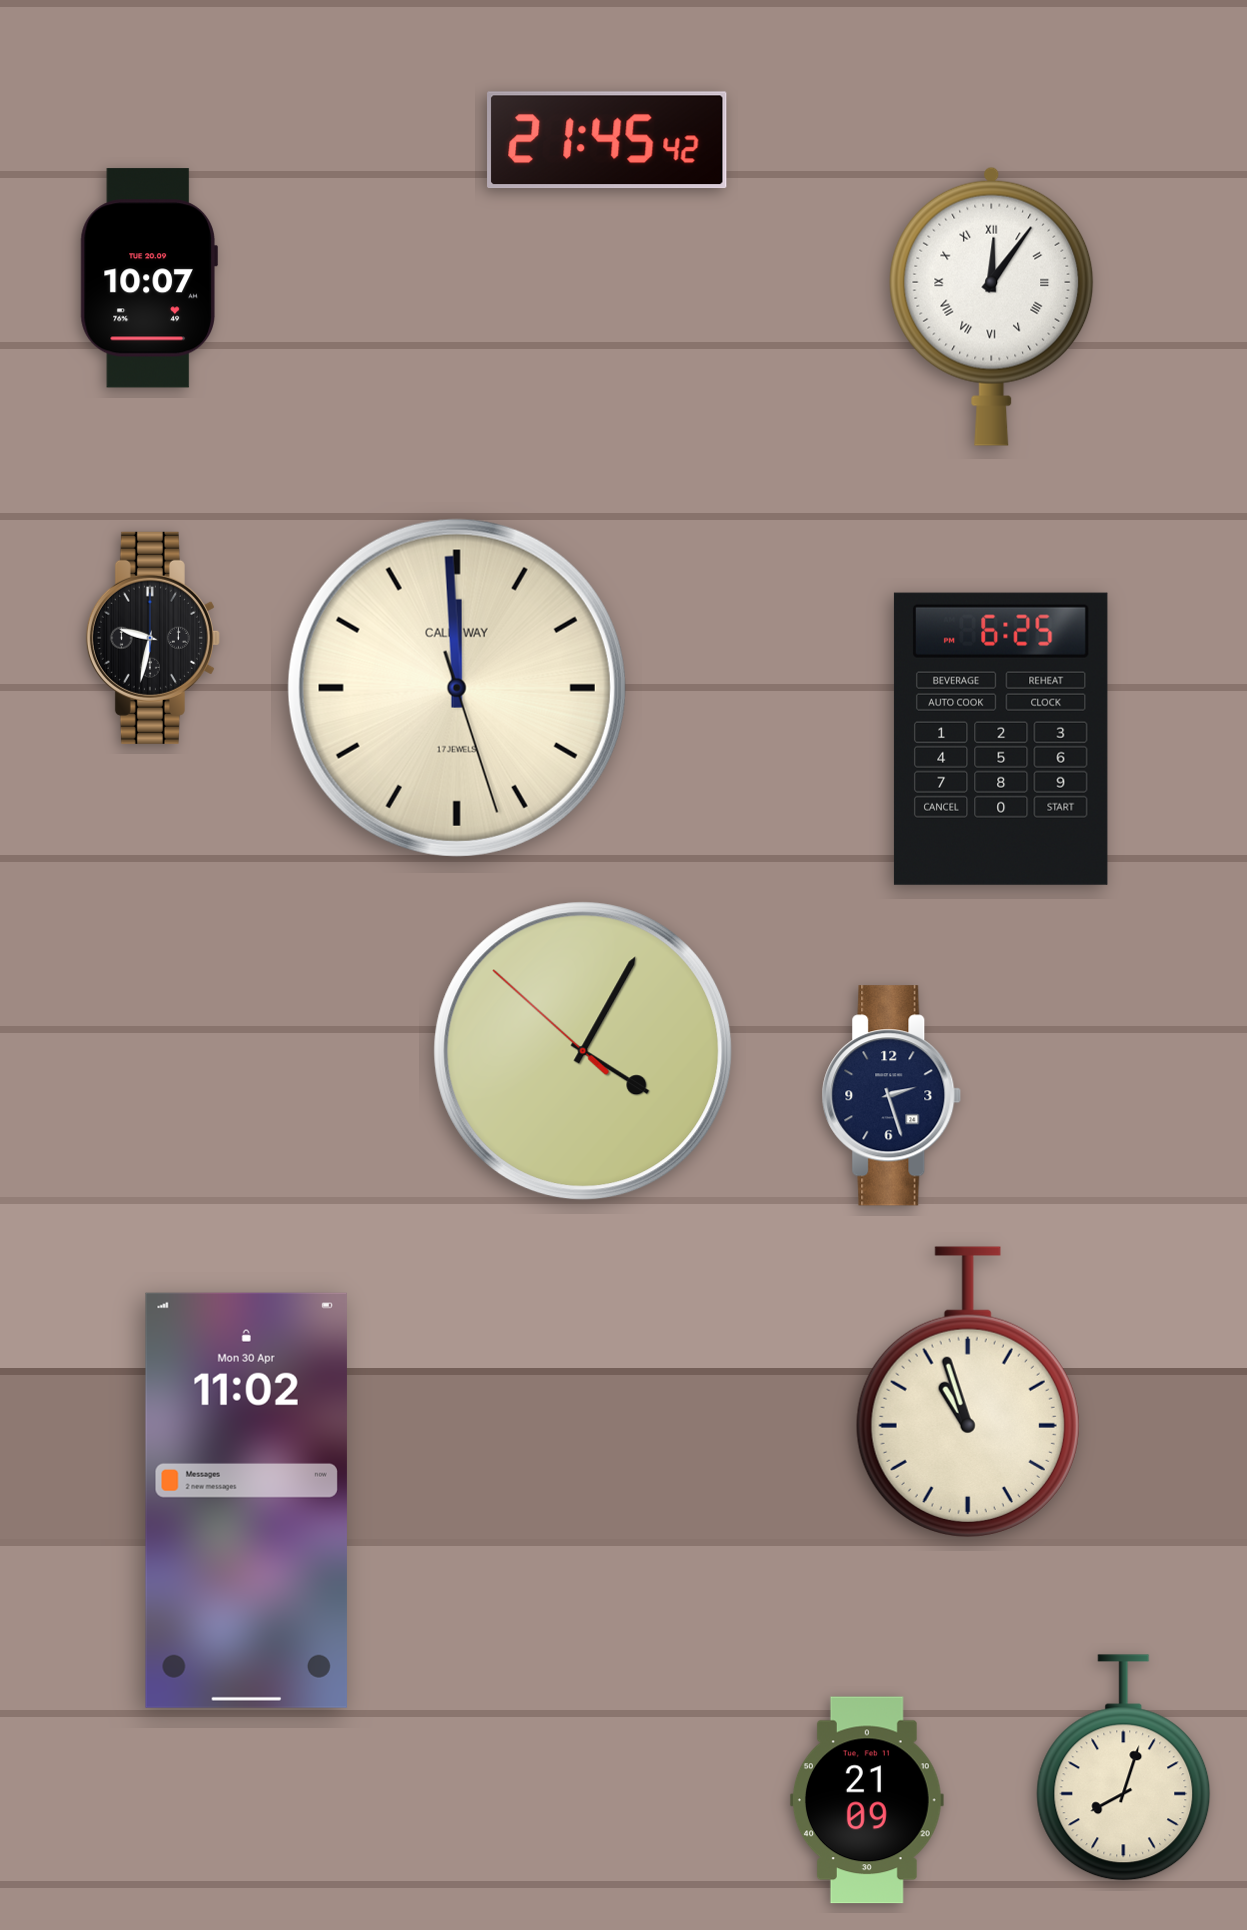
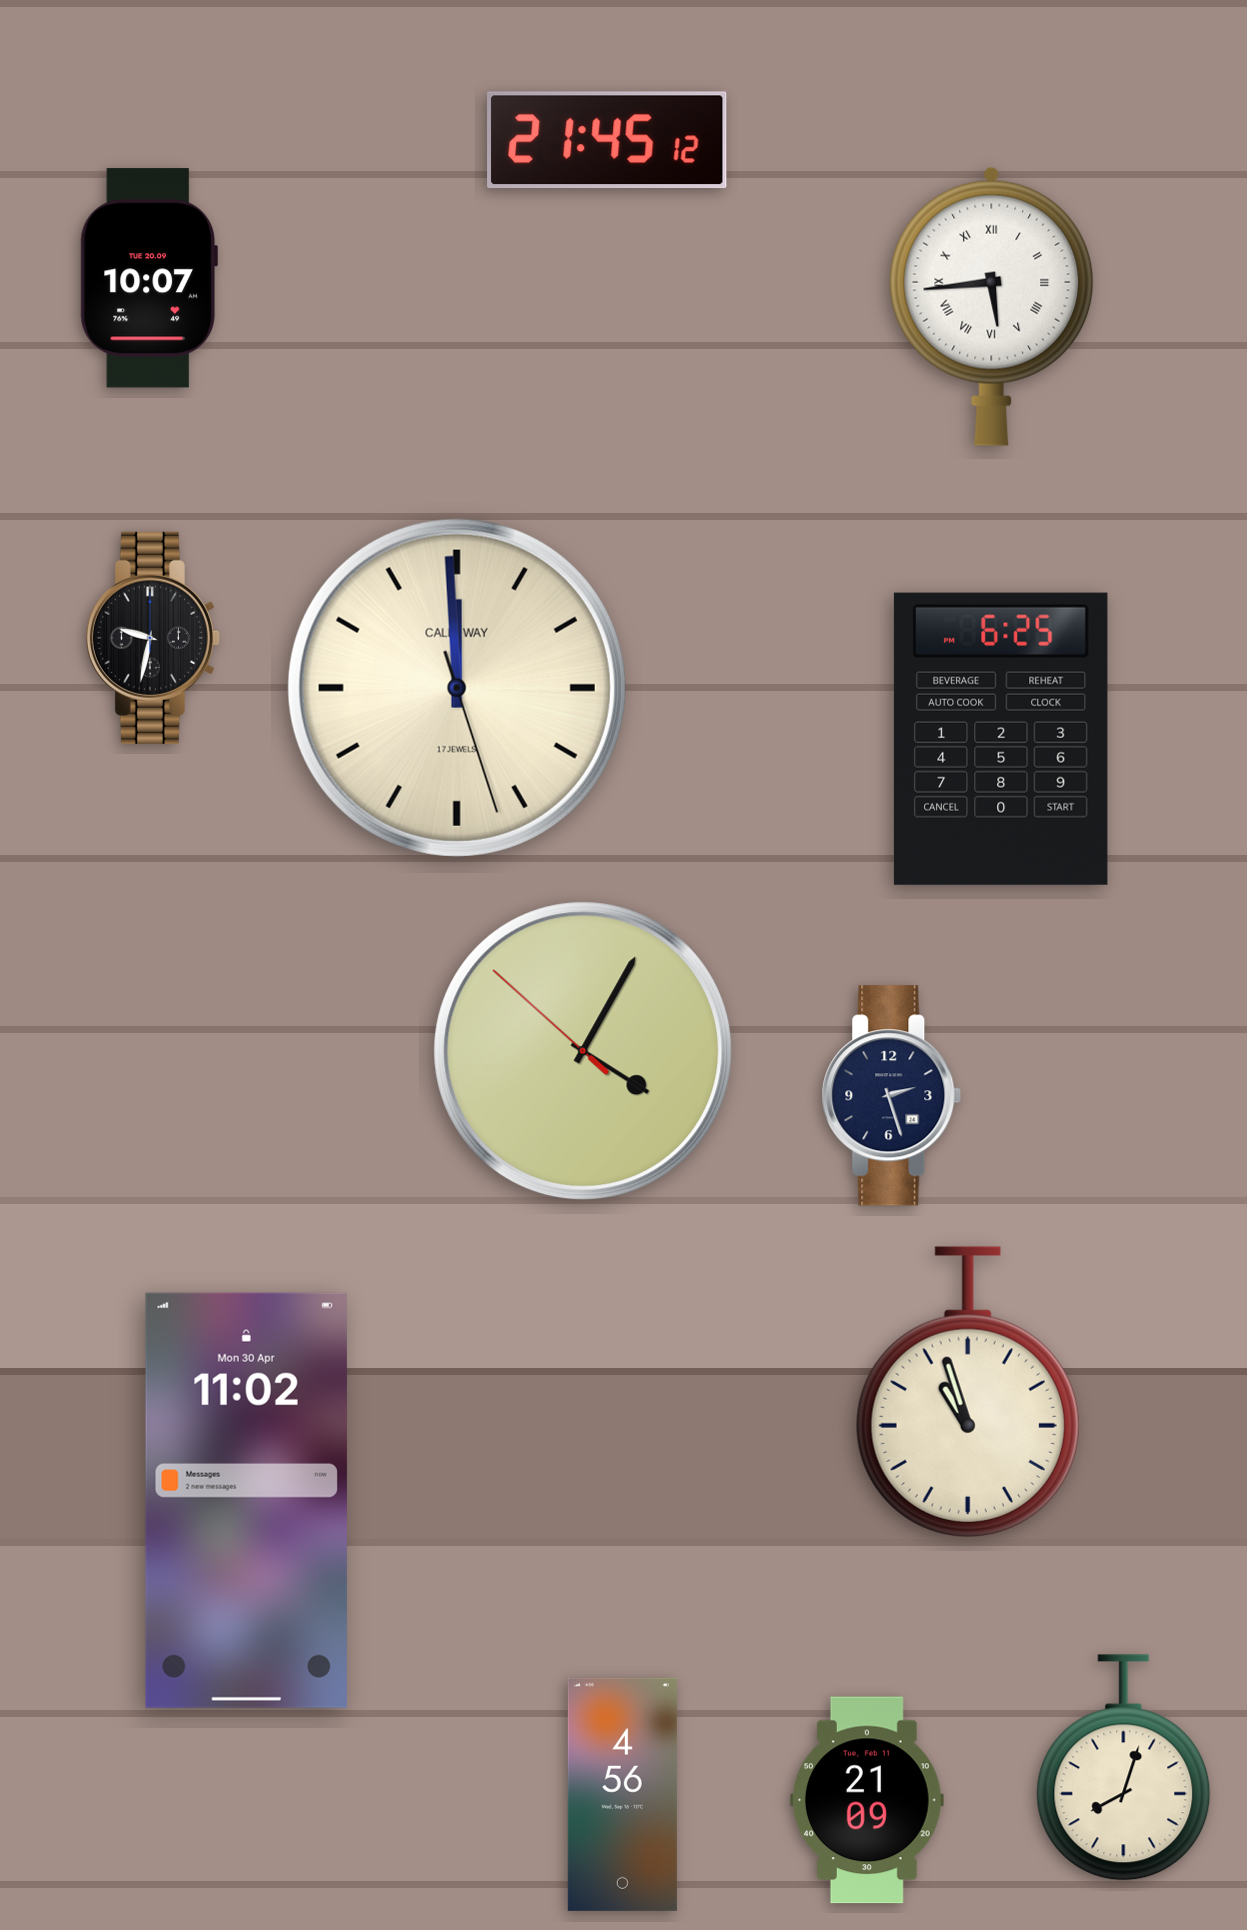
clock at (607, 140): 21:45:42 -> 21:45:12
clock at (992, 306): 12:06 -> 5:44
clock at (622, 1794): none -> 4:56
